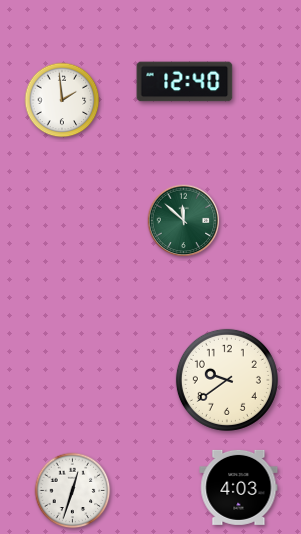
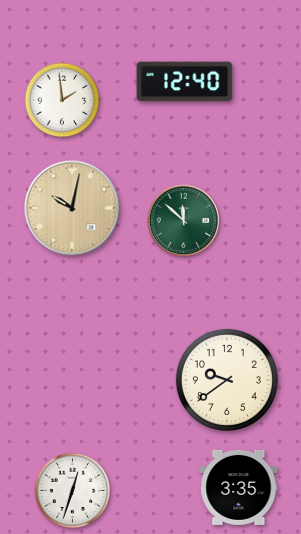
clock at (72, 208): none -> 10:02
clock at (239, 487): 4:03 -> 3:35
